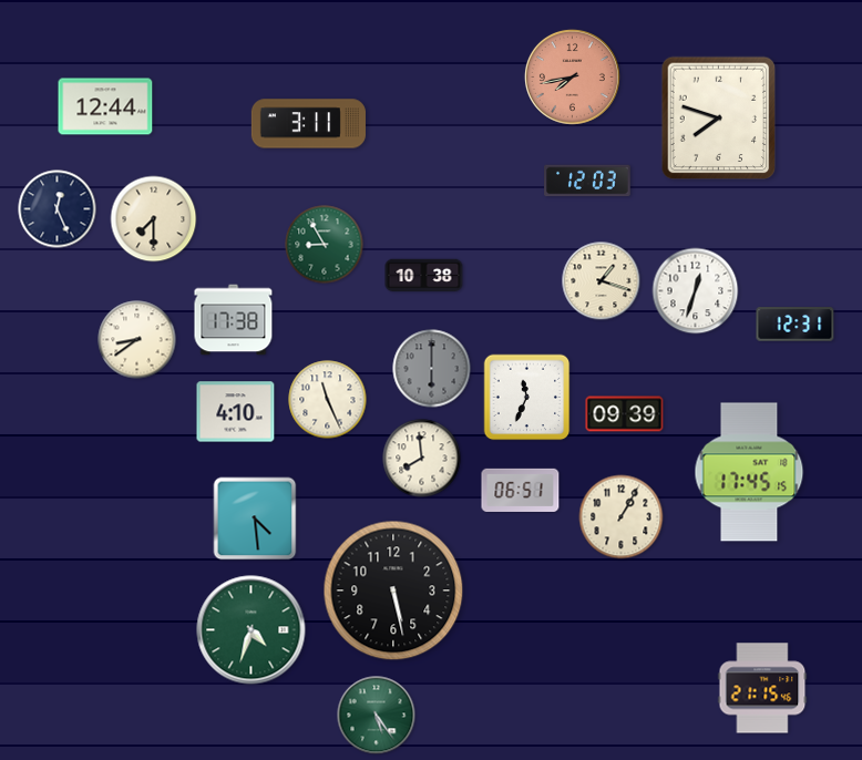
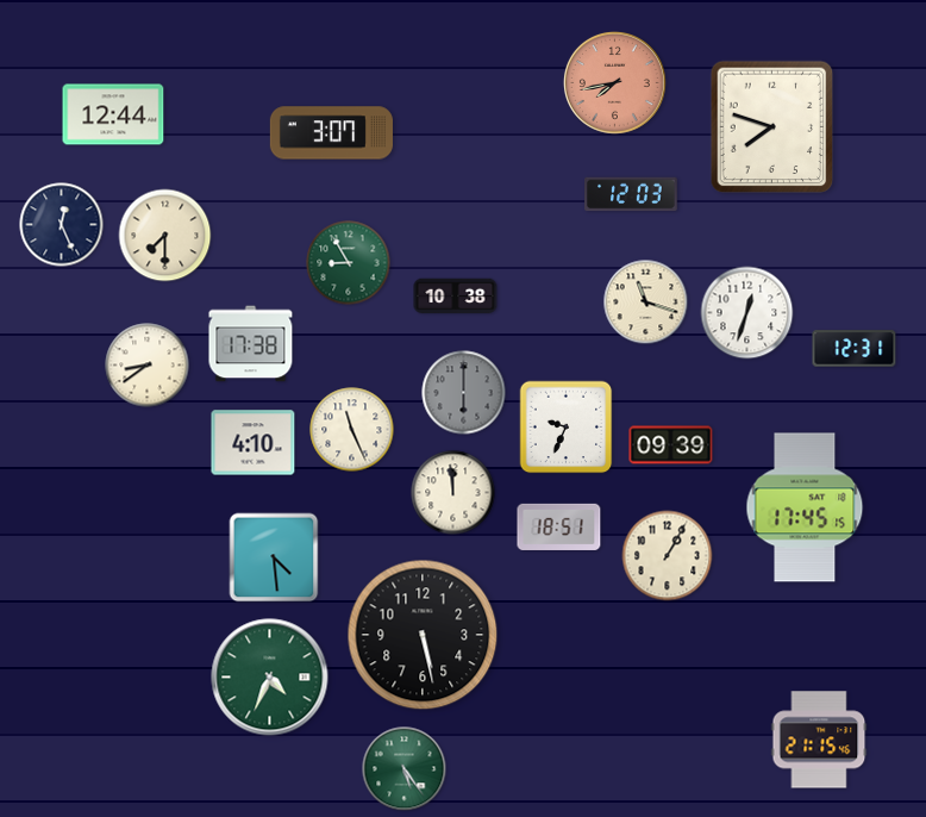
clock at (308, 124): 3:11 -> 3:07
clock at (602, 281): 1:18 -> 11:18
clock at (432, 369) position: (432, 369) -> (464, 393)
clock at (527, 398): 11:34 -> 9:34
clock at (422, 459): 7:59 -> 11:59
clock at (521, 490): 06:51 -> 18:51
clock at (252, 630): 4:33 -> 4:34
